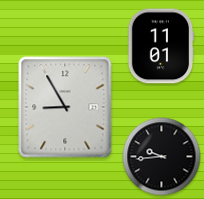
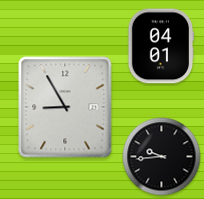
clock at (161, 46): 11:01 -> 04:01
